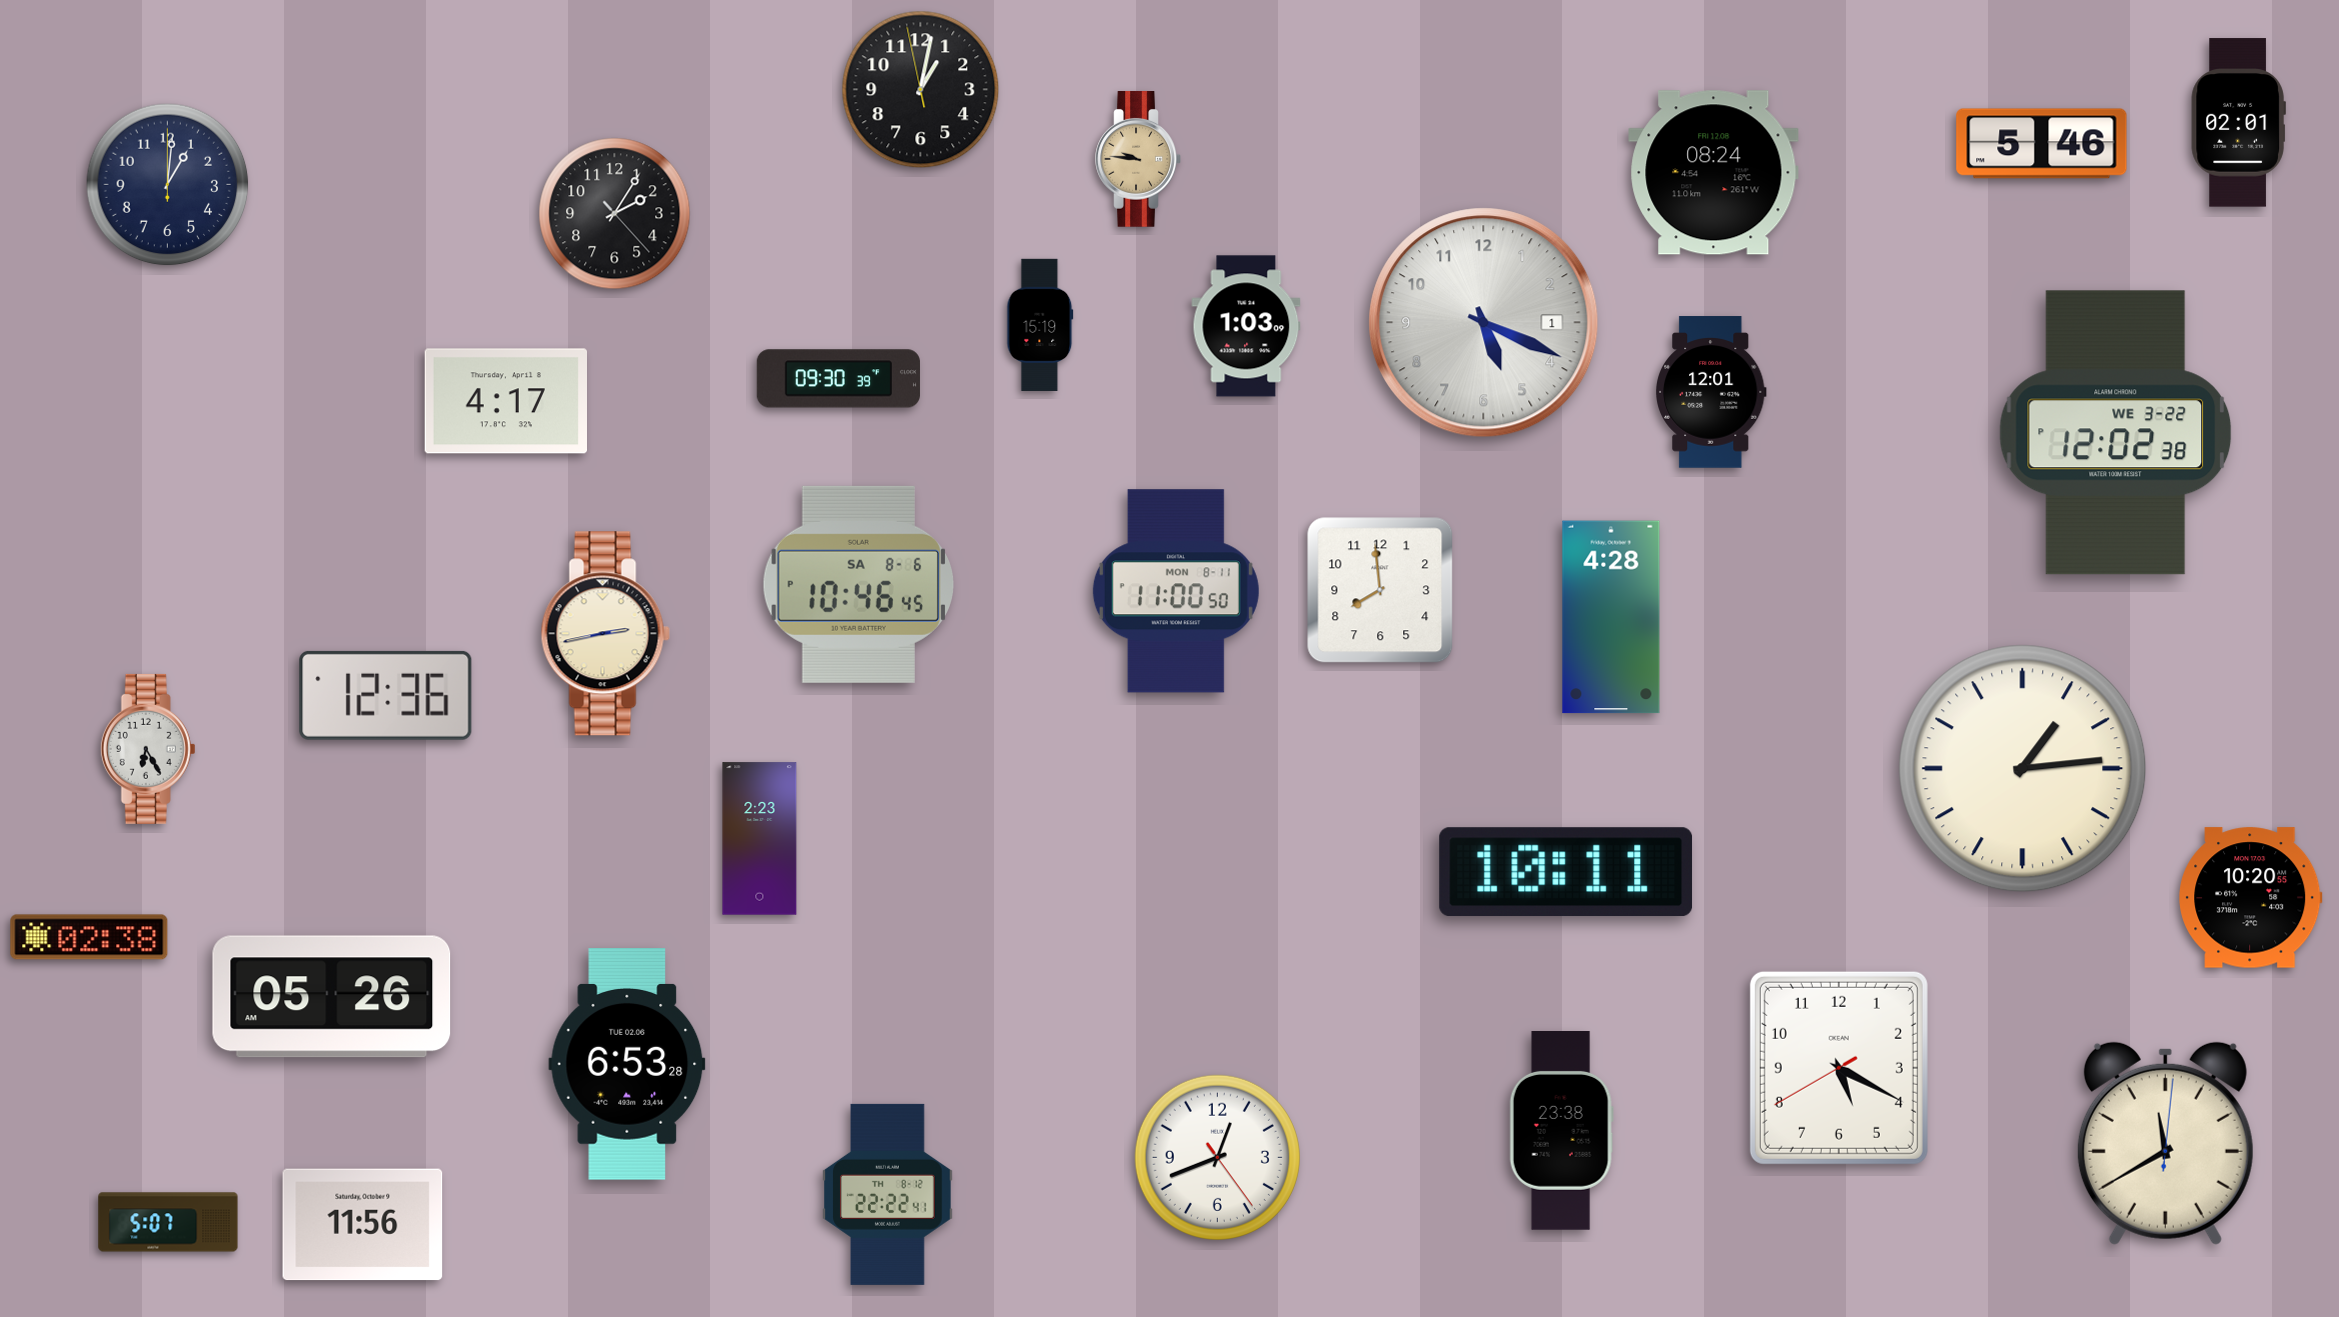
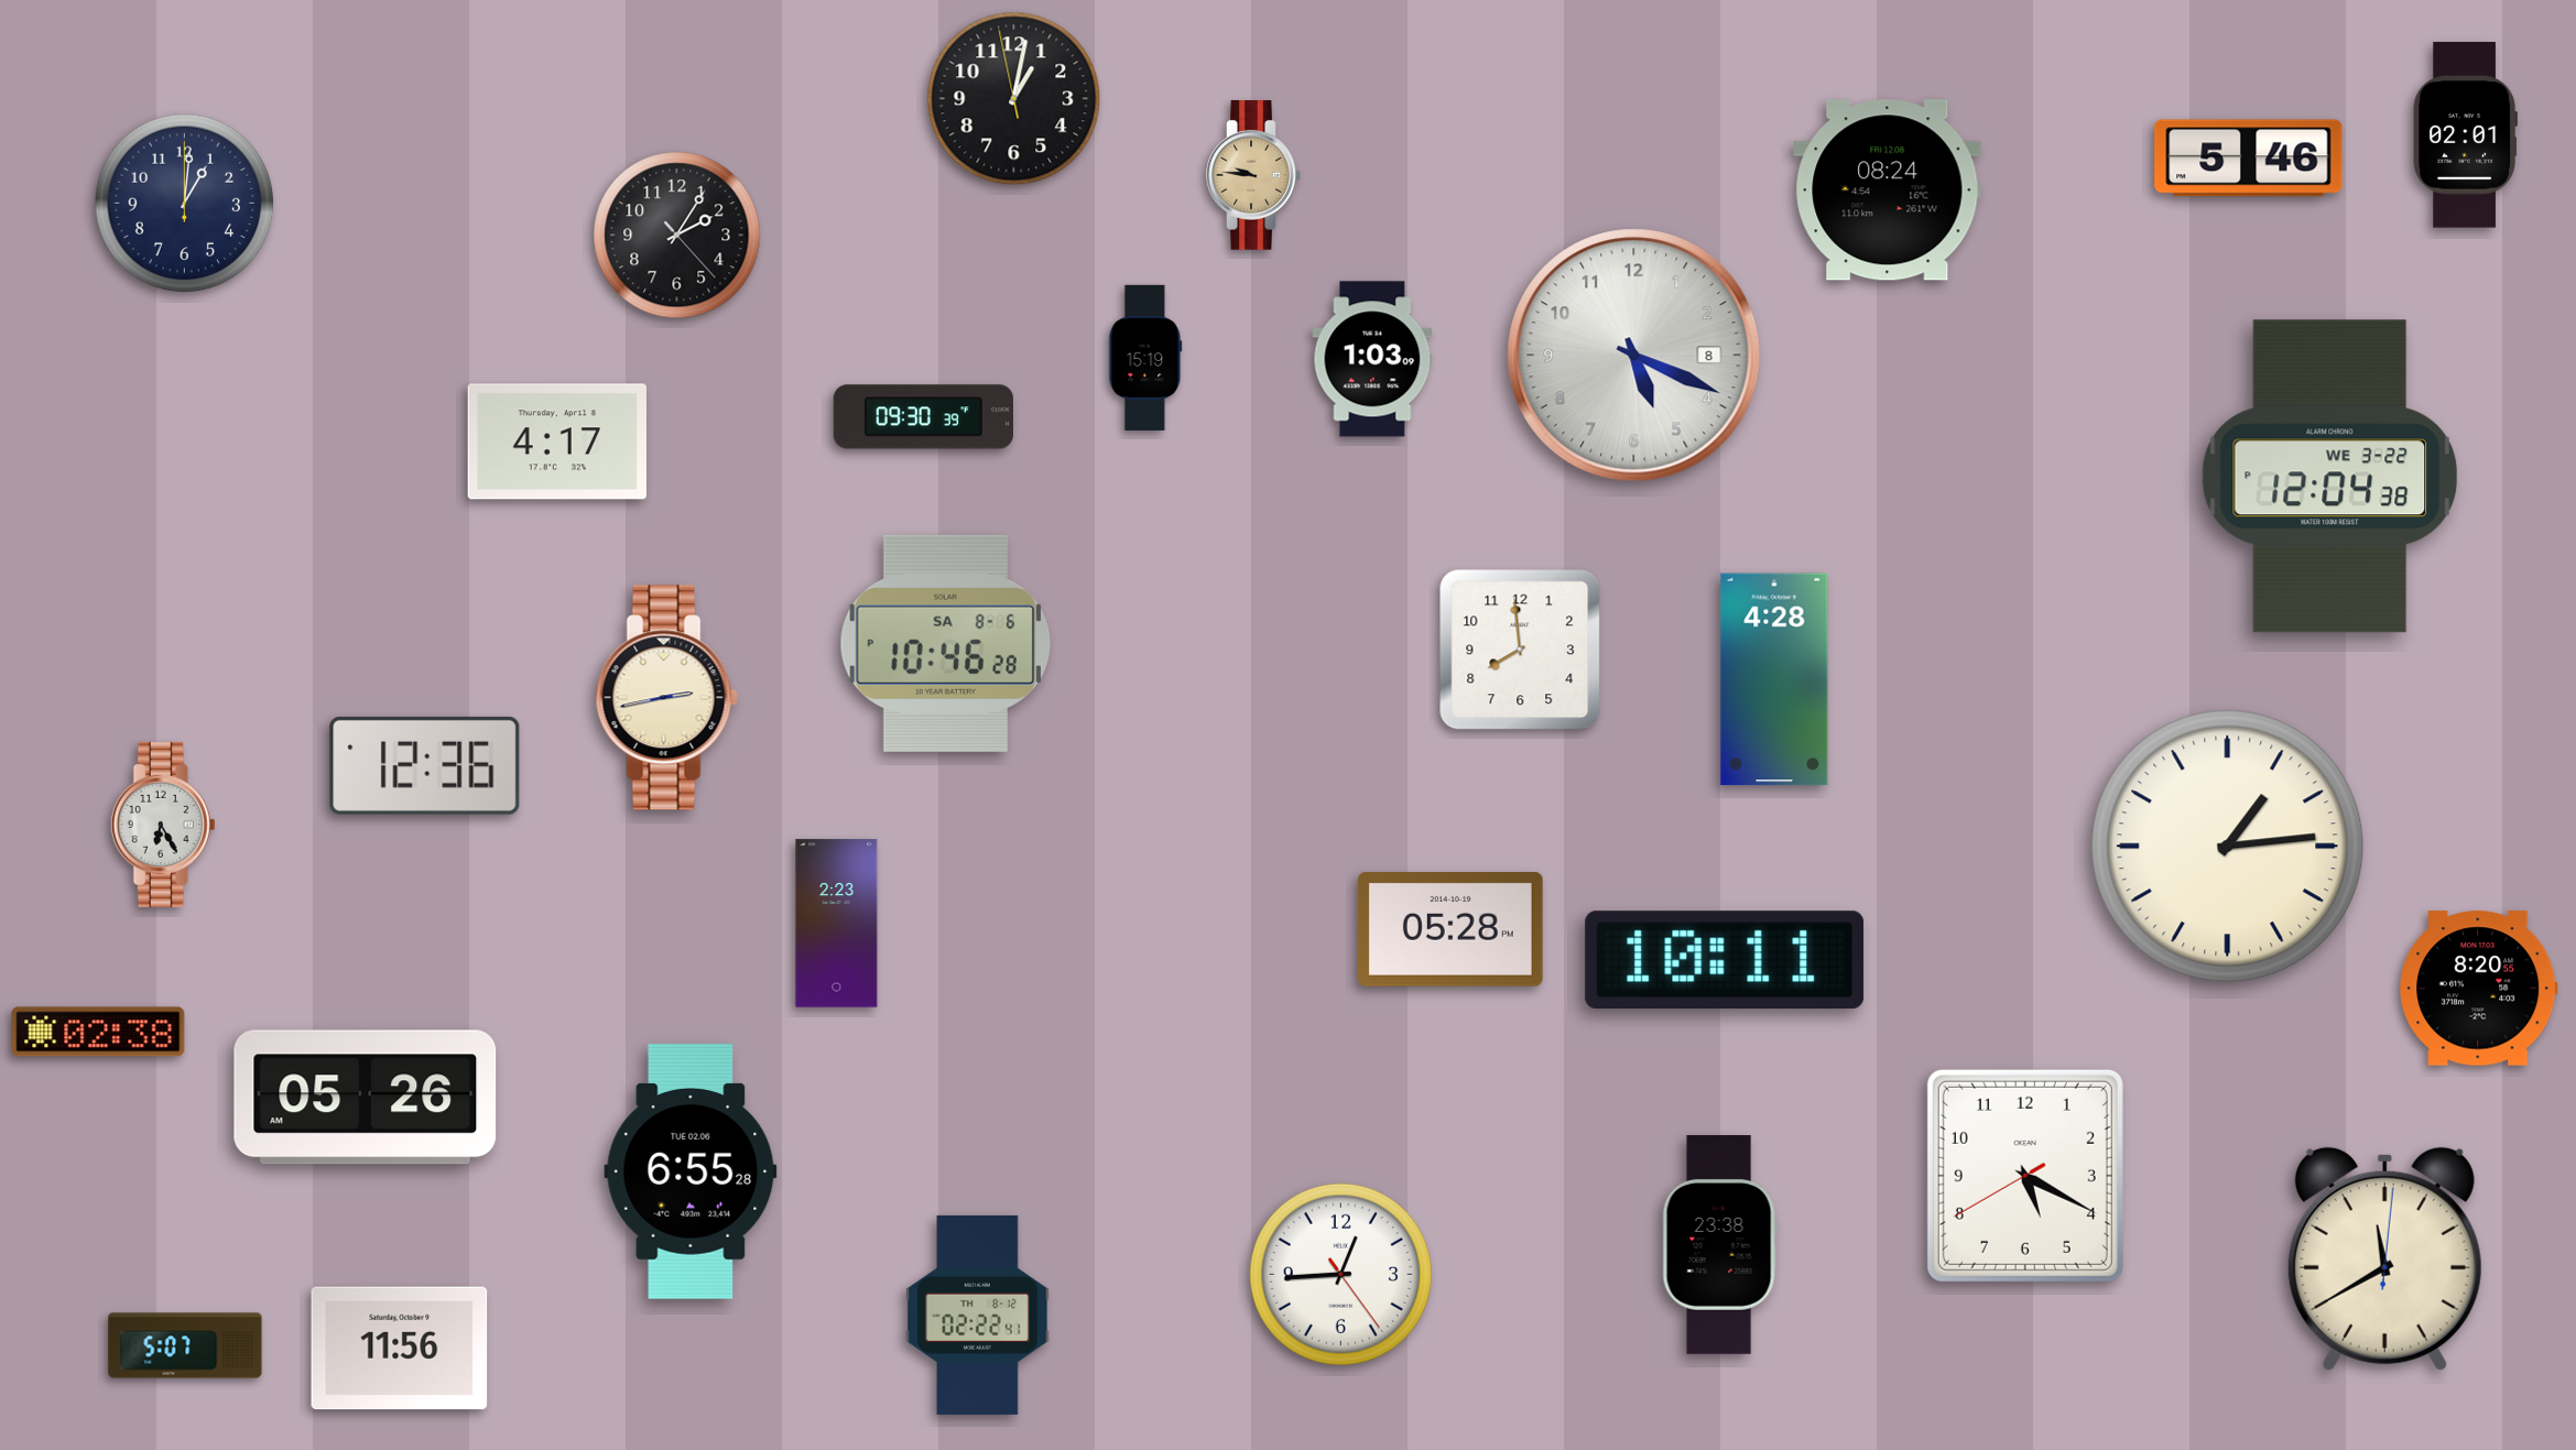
clock at (1484, 323) date: 1 -> 8
clock at (1711, 392): 12:01 -> none
clock at (2116, 433): 12:02 -> 12:04
clock at (858, 584): 10:46:45 -> 10:46:28
clock at (1176, 591): 11:00 -> none
clock at (1450, 929): none -> 05:28
clock at (2251, 898): 10:20 -> 8:20
clock at (627, 1064): 6:53 -> 6:55
clock at (1217, 1157): 12:41 -> 12:44
clock at (888, 1194): 22:22 -> 02:22
